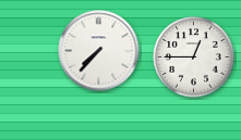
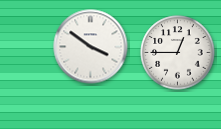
clock at (99, 51): 7:37 -> 3:51
